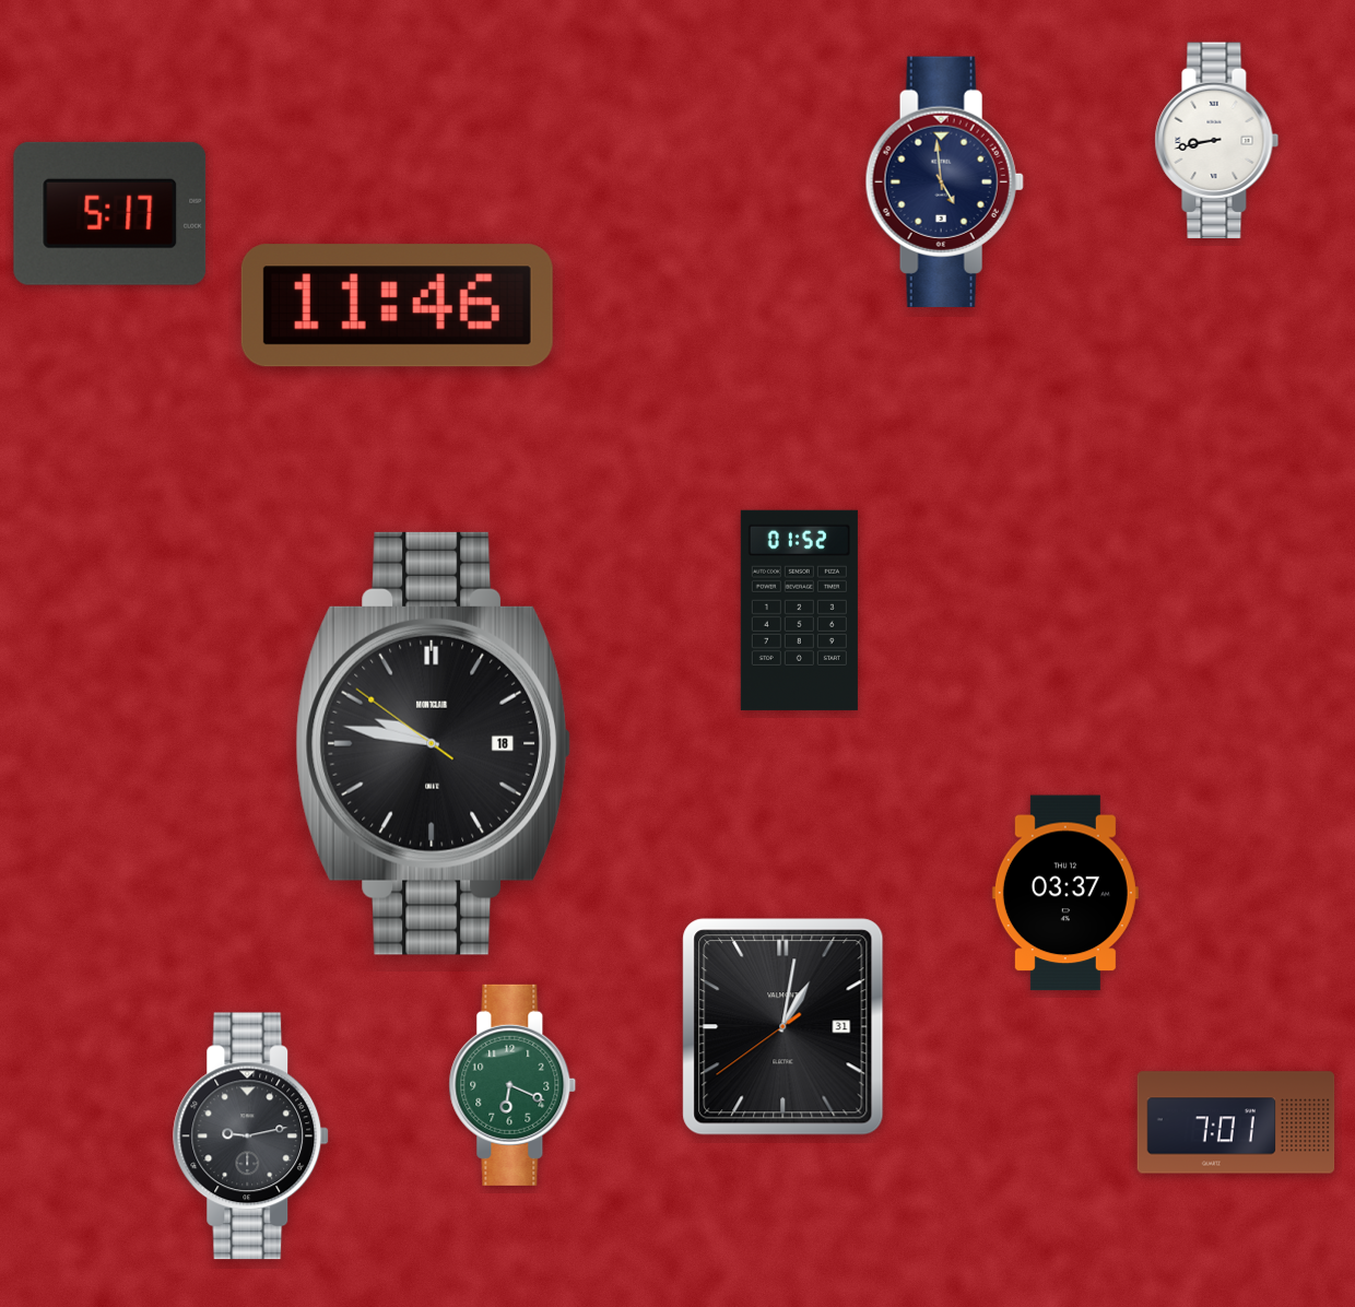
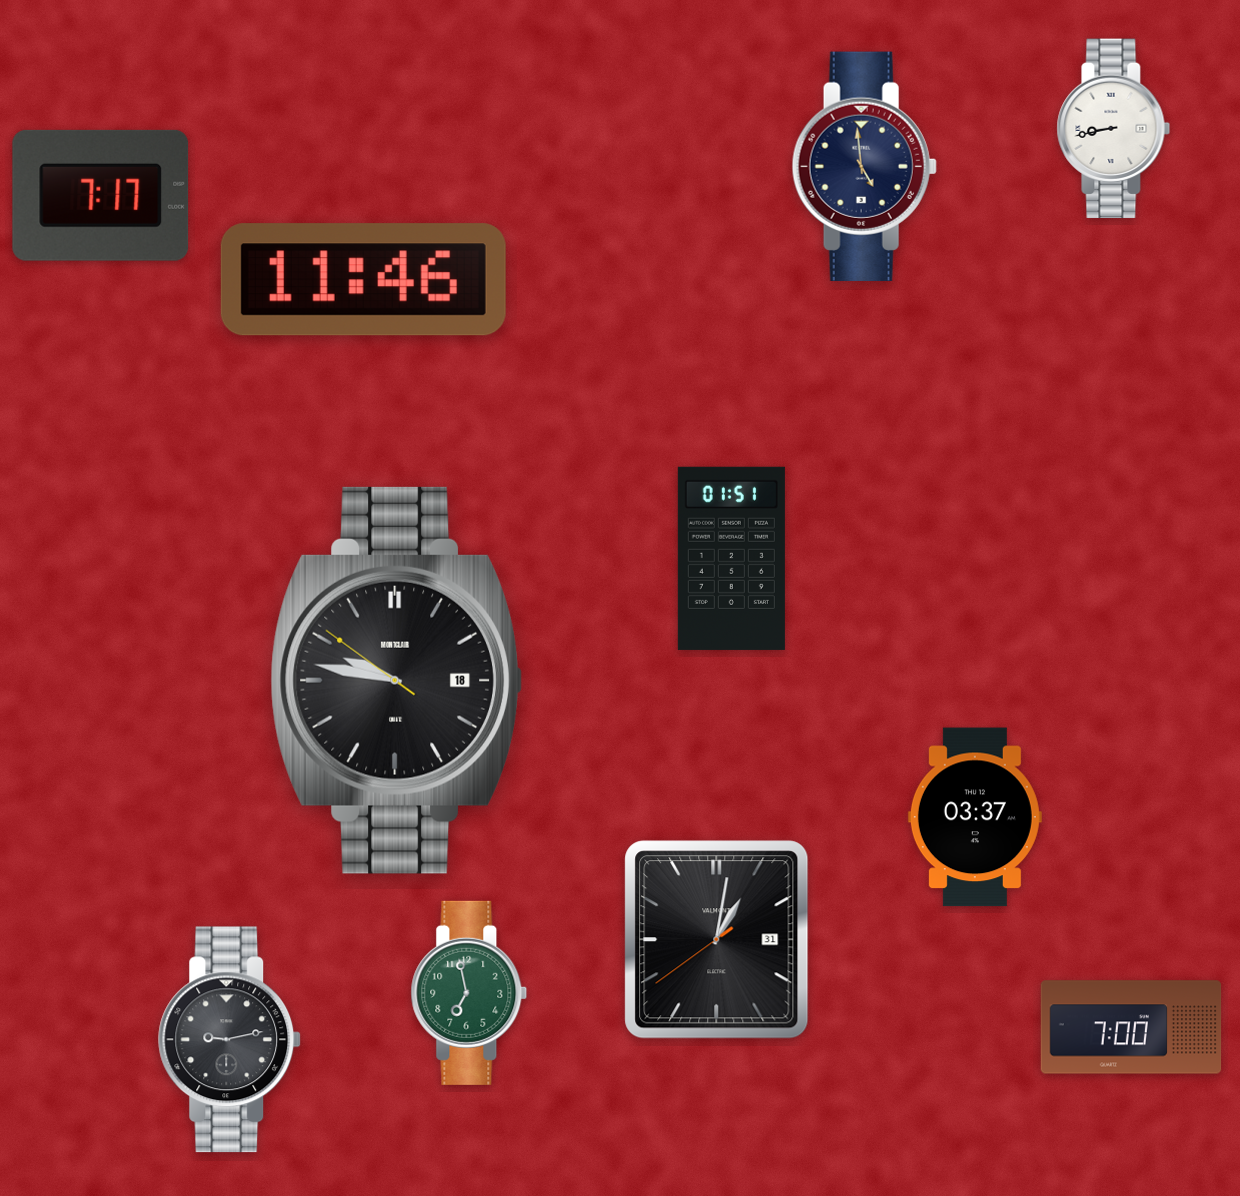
clock at (110, 213): 5:17 -> 7:17
clock at (799, 610): 01:52 -> 01:51
clock at (512, 1085): 6:19 -> 6:58
clock at (1236, 1122): 7:01 -> 7:00
